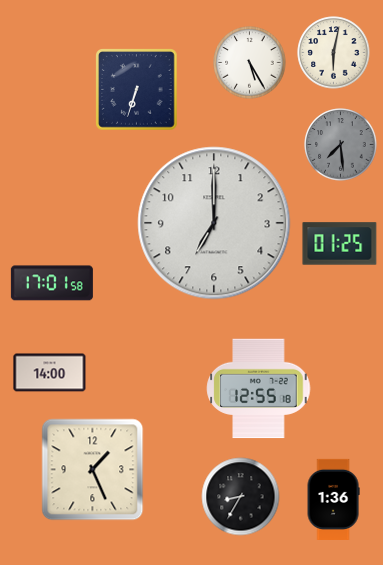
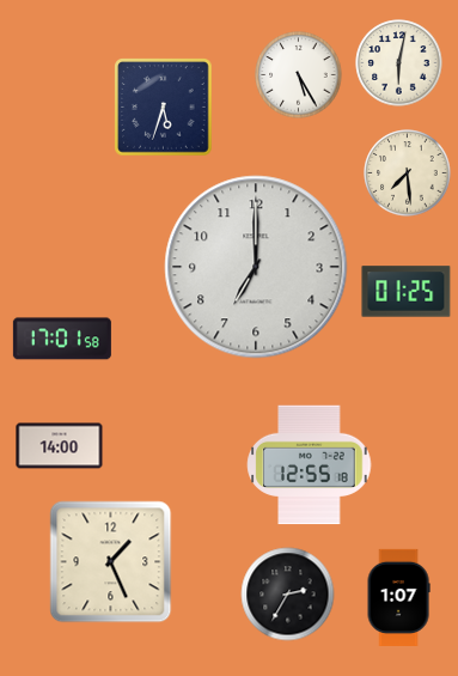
clock at (137, 90): 6:33 -> 5:33
clock at (341, 145) dial: grey -> cream
clock at (241, 497): 8:35 -> 2:35
clock at (333, 499): 1:36 -> 1:07
